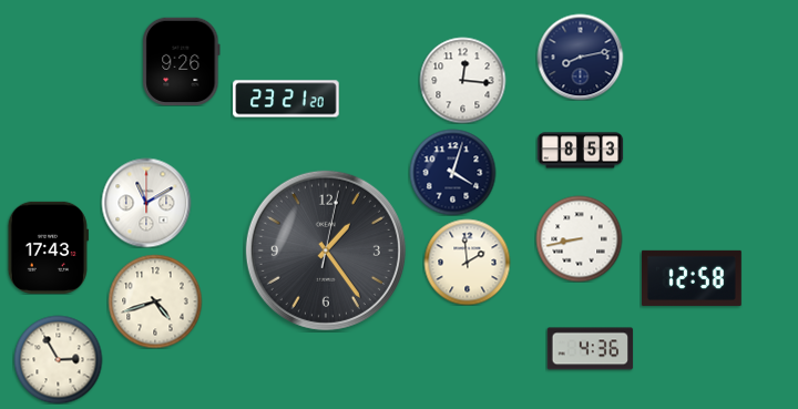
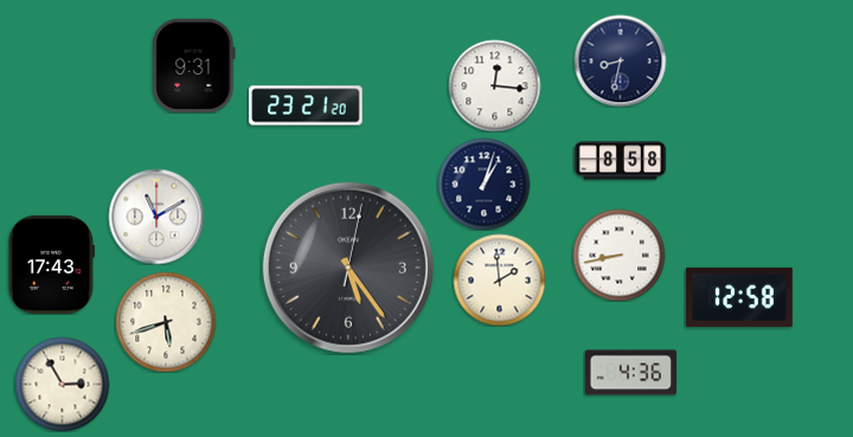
clock at (580, 57): 8:13 -> 8:32
clock at (182, 61): 9:26 -> 9:31
clock at (580, 151): 8:53 -> 8:58
clock at (452, 172): 4:03 -> 1:03
clock at (326, 250): 1:24 -> 5:24
clock at (155, 301): 4:42 -> 5:42
